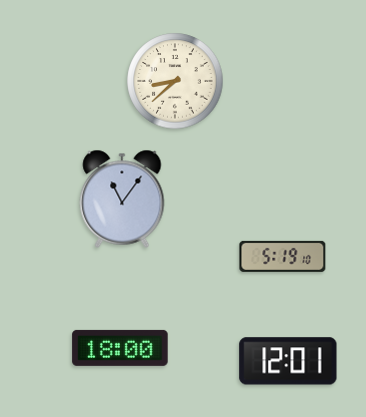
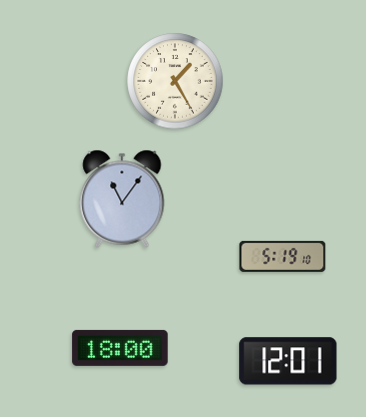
clock at (175, 81): 8:38 -> 1:25
